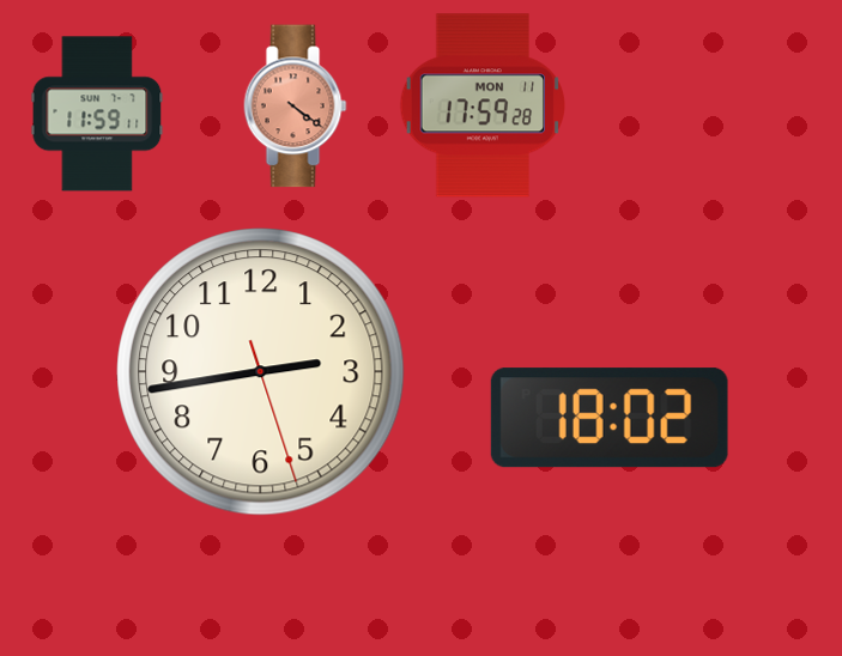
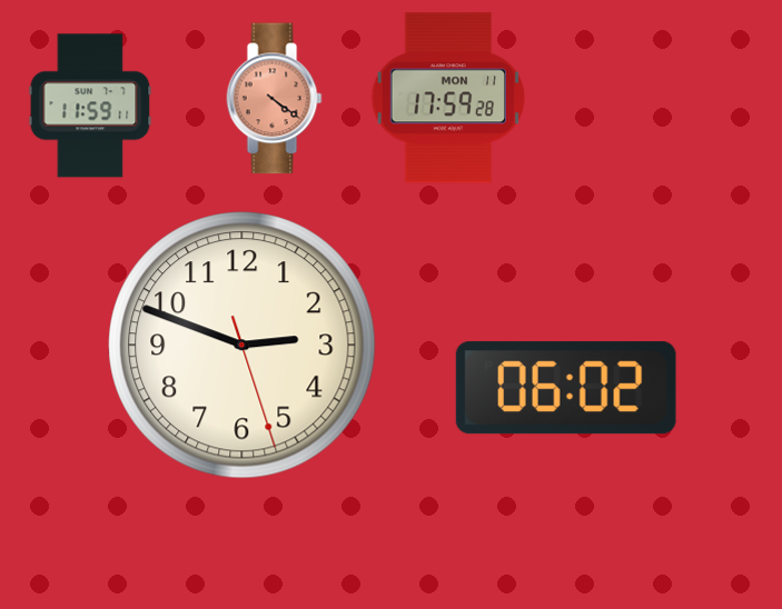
clock at (261, 372): 2:43 -> 2:48
clock at (610, 418): 18:02 -> 06:02
